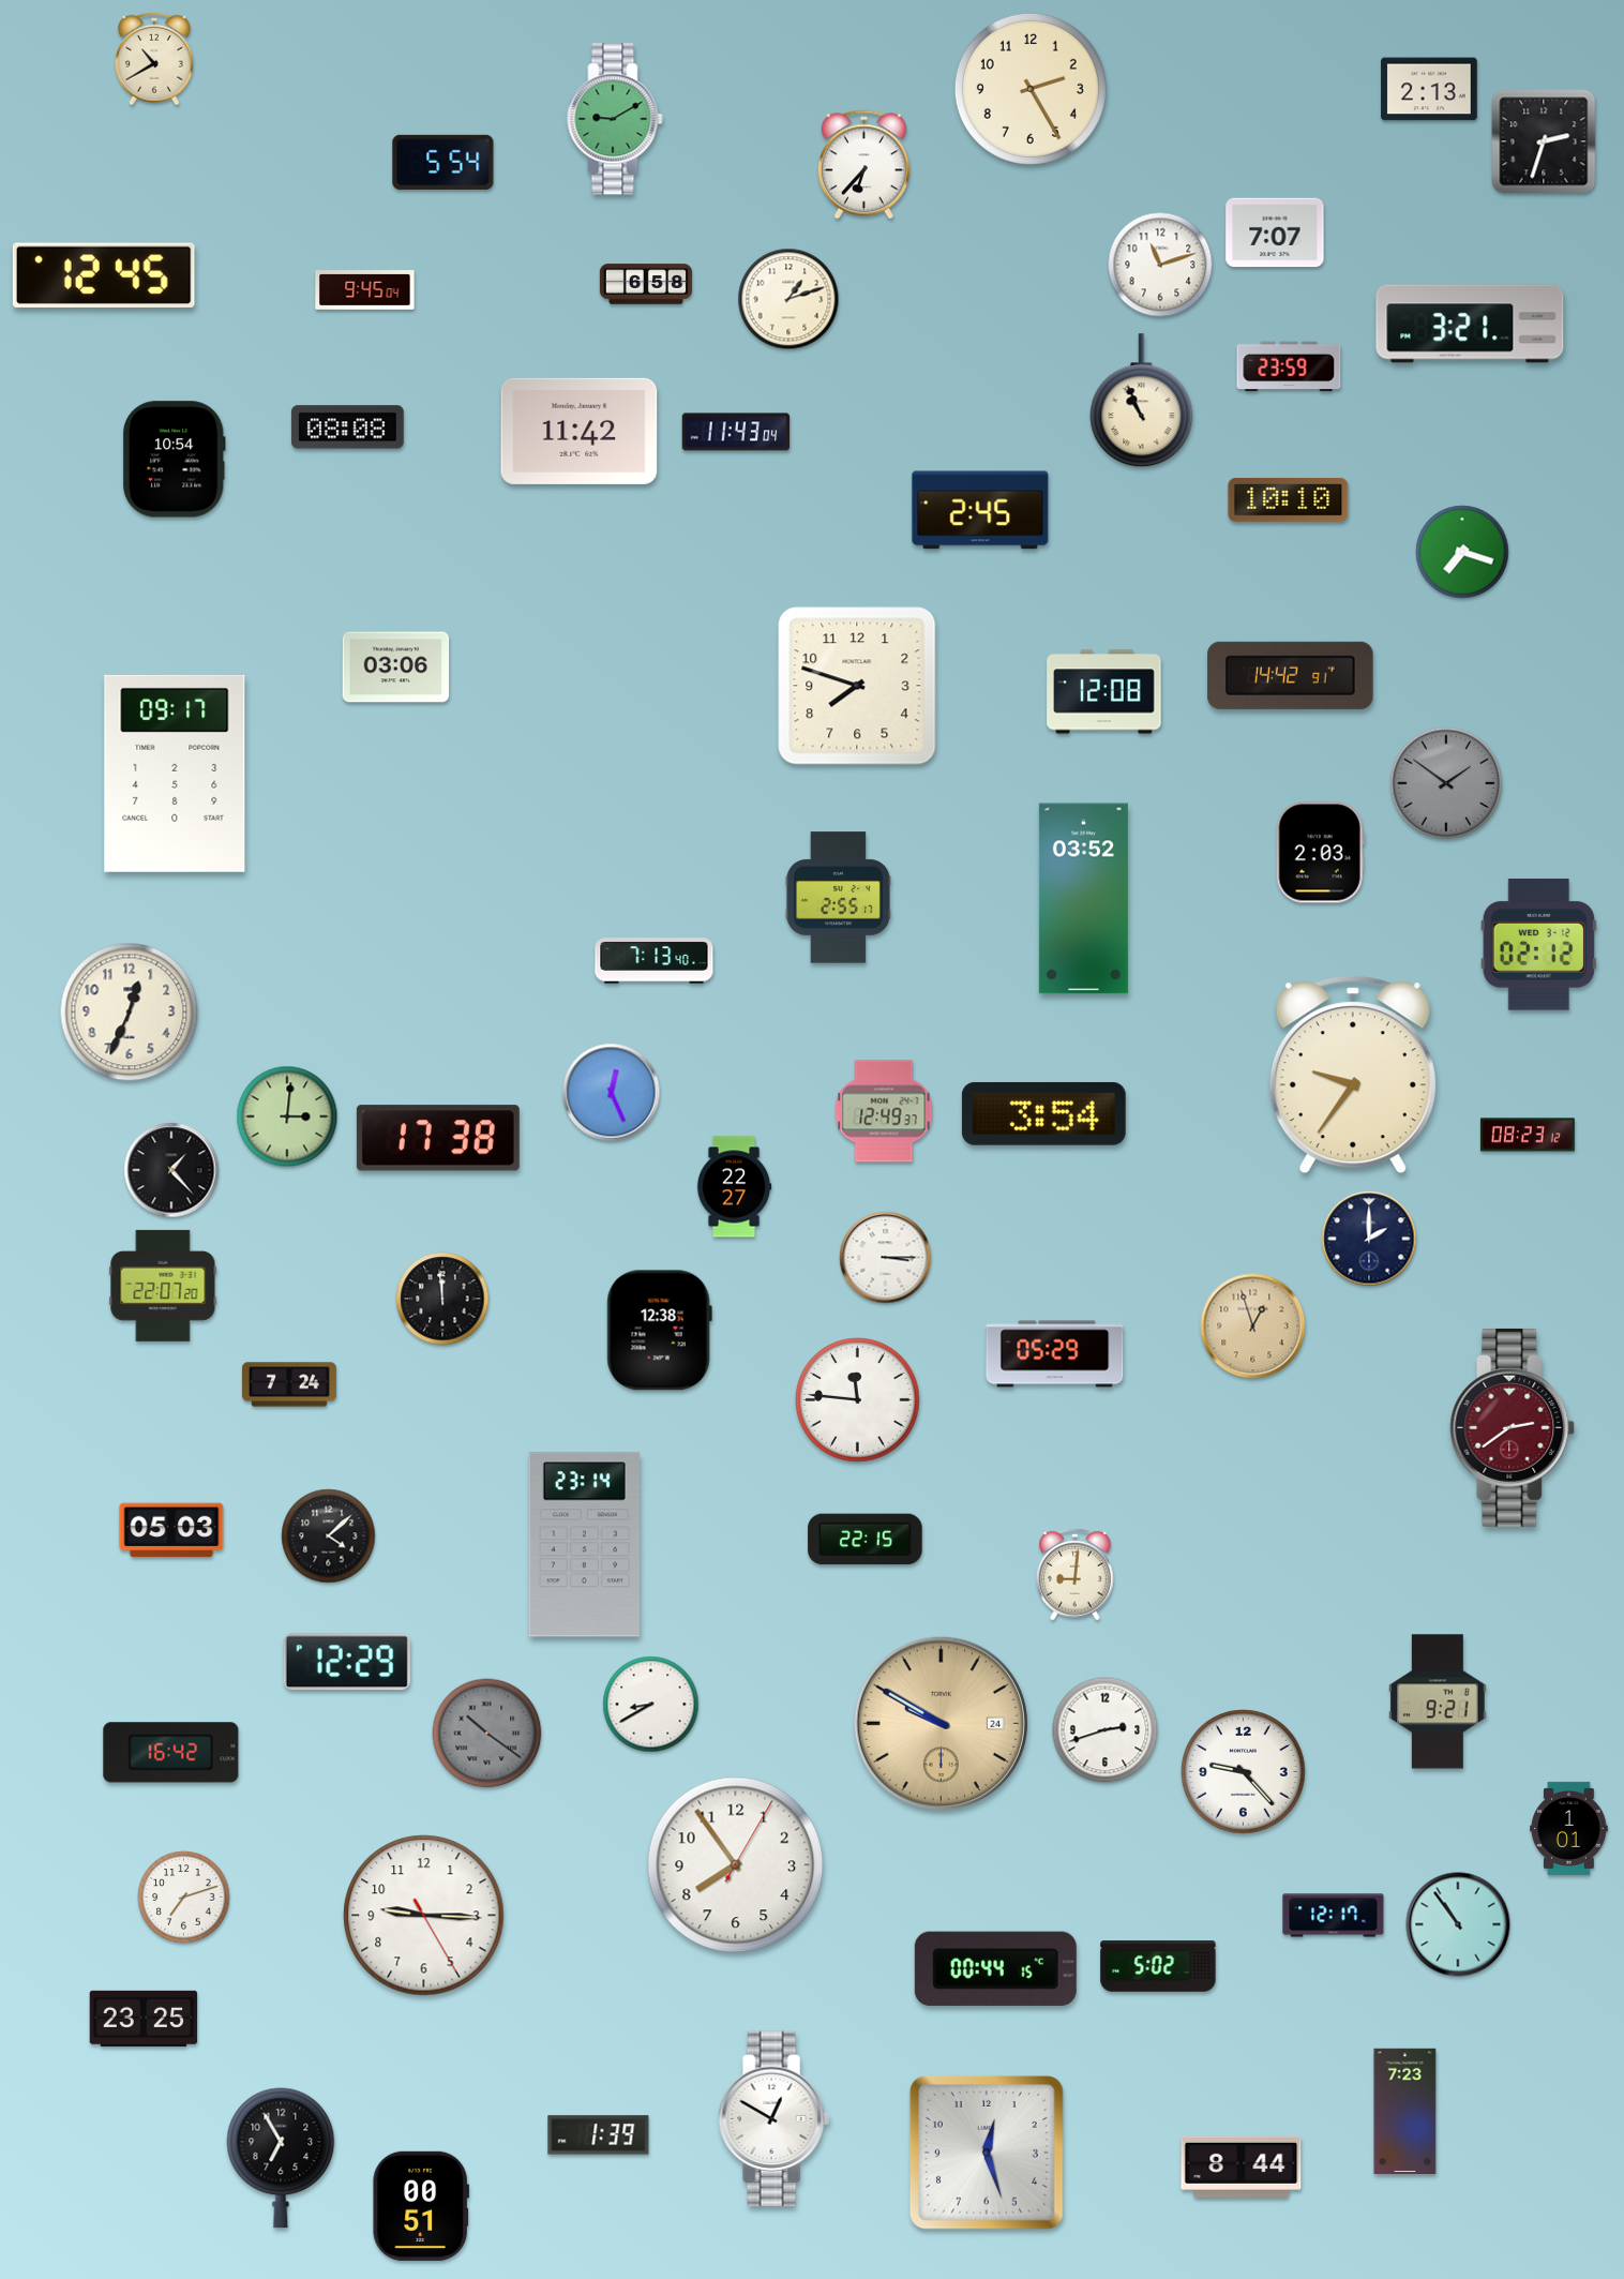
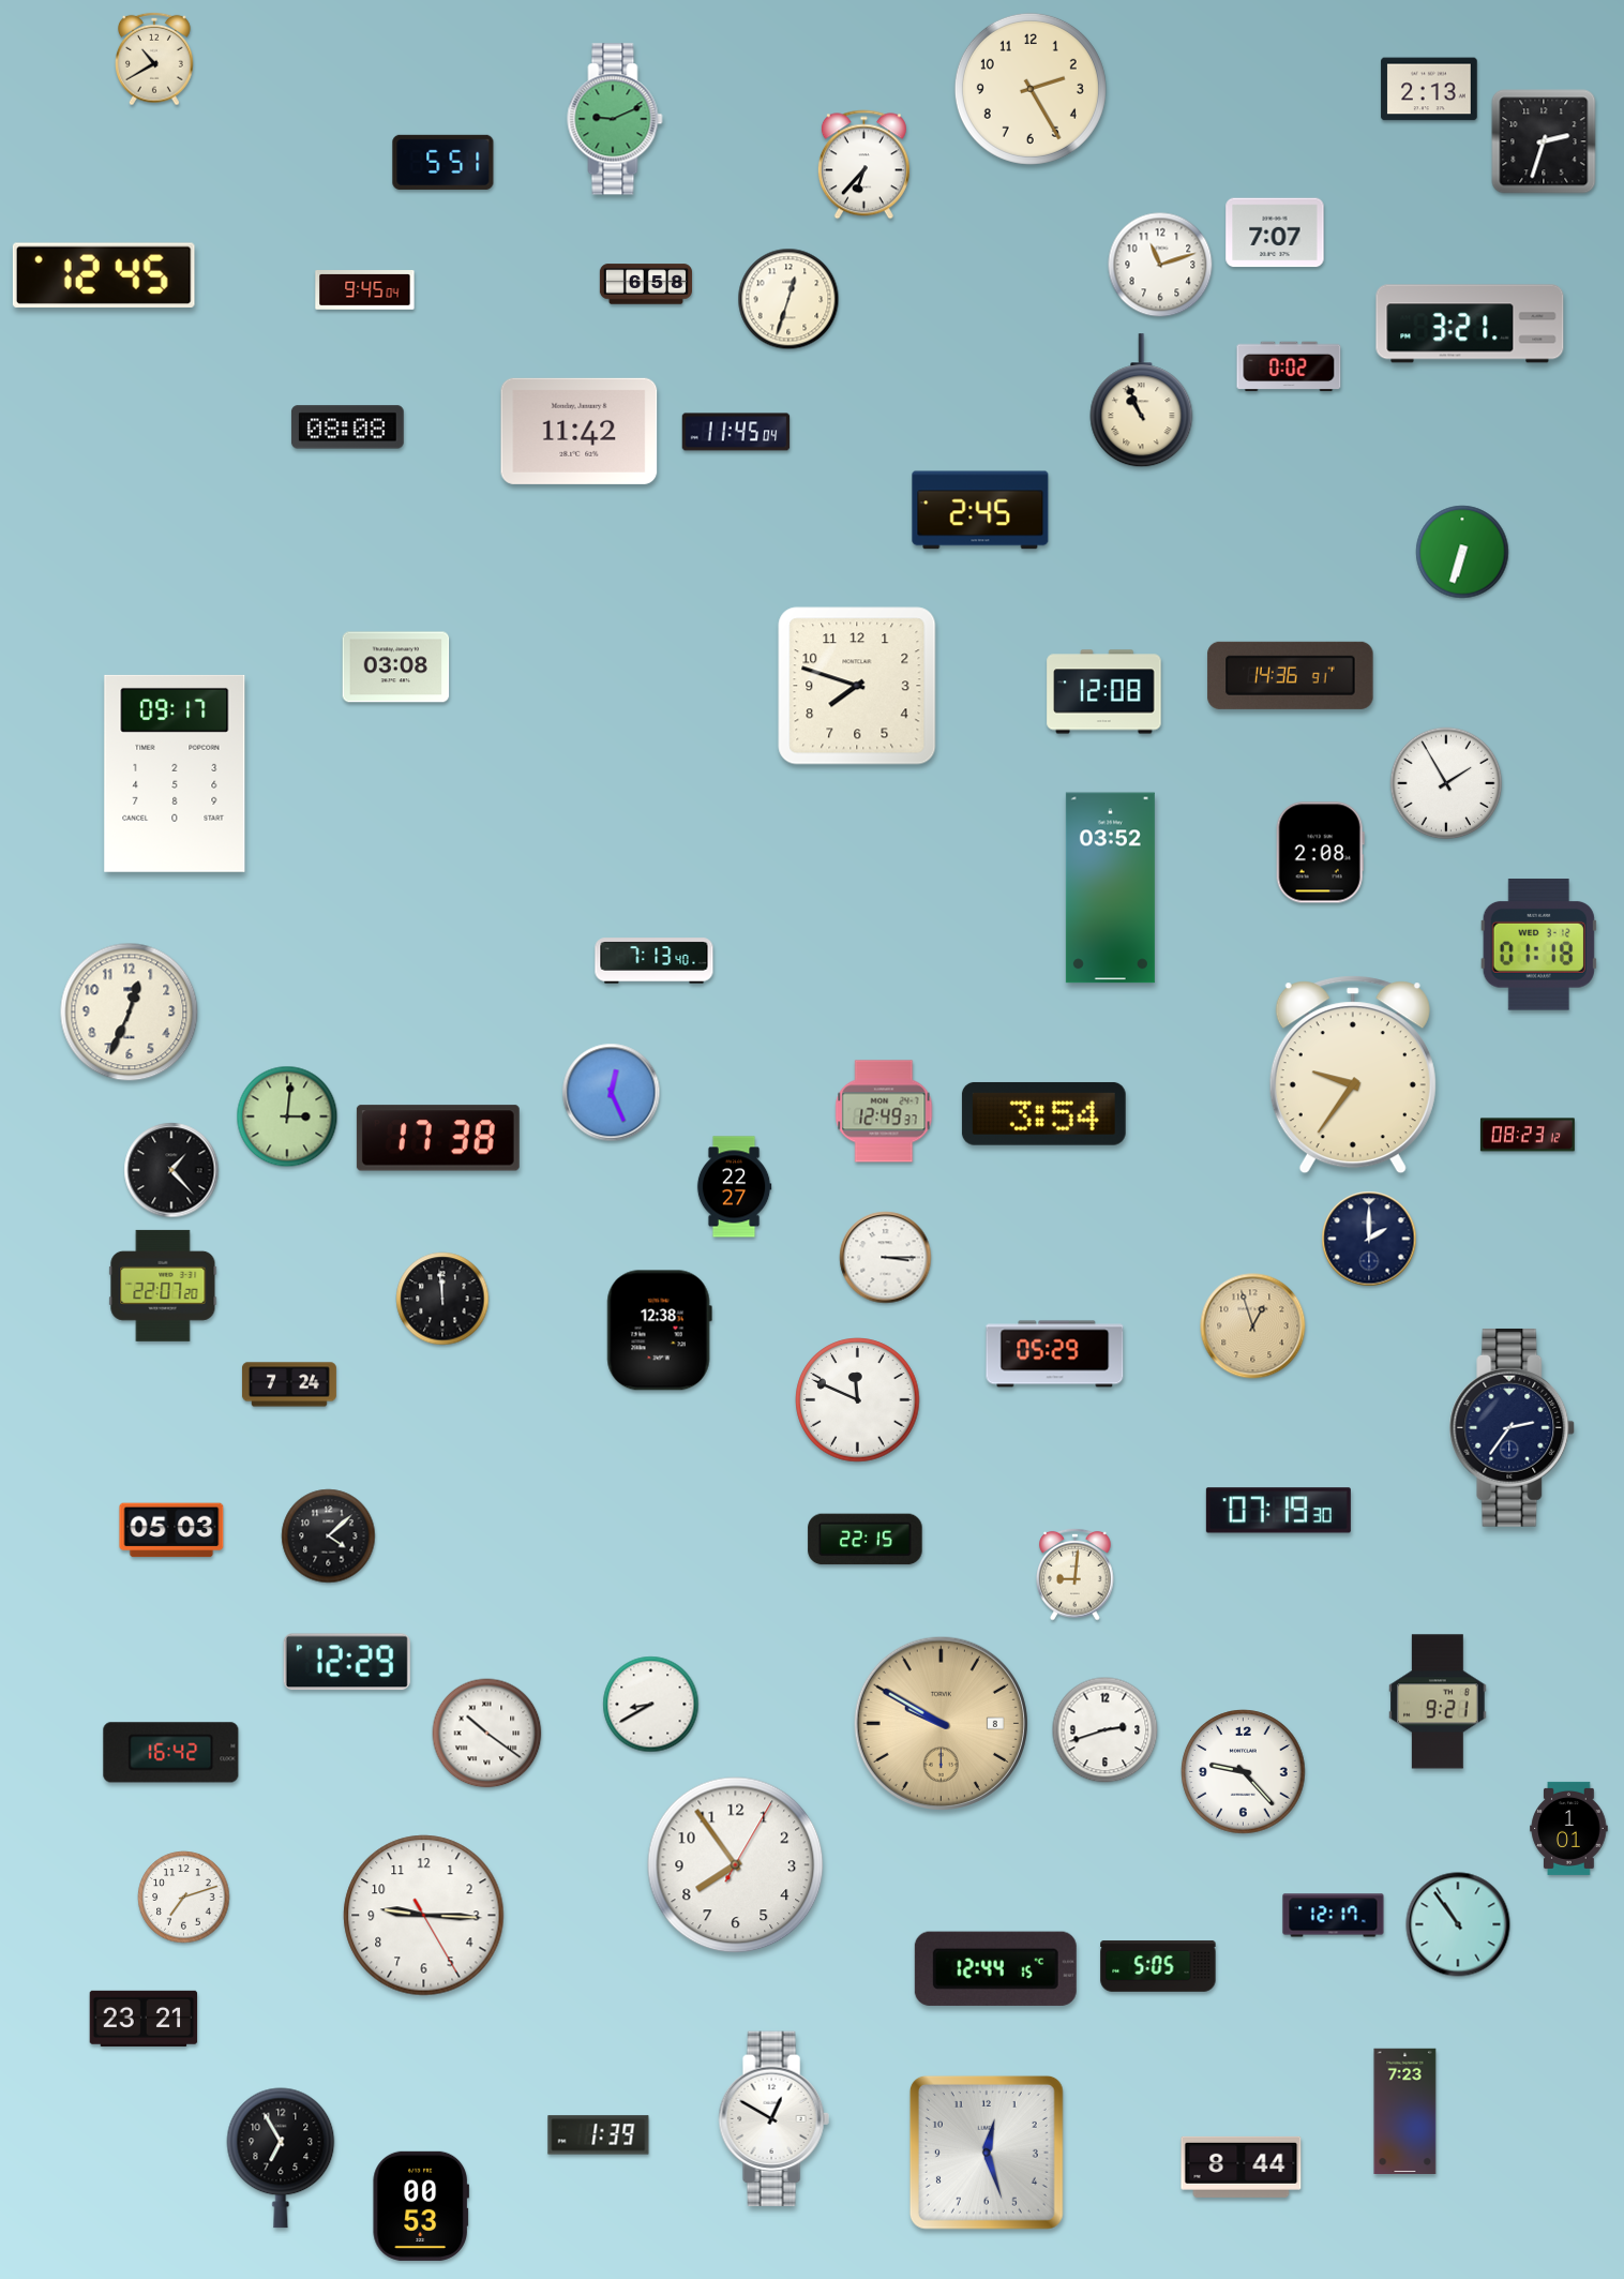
clock at (615, 119): 9:10 -> 9:11
clock at (443, 162): 5:54 -> 5:51
clock at (788, 299): 1:12 -> 12:33
clock at (1289, 366): 23:59 -> 0:02
clock at (736, 432): 11:43 -> 11:45
clock at (174, 460): 10:54 -> none
clock at (1289, 499): 10:10 -> none
clock at (1462, 552): 7:18 -> 6:33
clock at (396, 668): 03:06 -> 03:08
clock at (1291, 675): 14:42 -> 14:36
clock at (1446, 783): 1:51 -> 1:55
clock at (1446, 783) dial: grey -> white
clock at (1320, 853): 2:03 -> 2:08
clock at (839, 898): 2:55 -> none
clock at (1083, 899) position: (1083, 899) -> (1110, 888)
clock at (1538, 945): 02:12 -> 01:18
clock at (858, 1400): 11:46 -> 11:49
clock at (1513, 1427): 2:39 -> 2:36
clock at (1513, 1427) dial: burgundy -> navy
clock at (1278, 1511): none -> 07:19
clock at (584, 1545): 23:14 -> none
clock at (941, 1723) date: 24 -> 8
clock at (487, 1734) dial: grey -> white
clock at (1158, 1966): 5:02 -> 5:05
clock at (995, 1968): 00:44 -> 12:44
clock at (144, 2019): 23:25 -> 23:21
clock at (420, 2206): 00:51 -> 00:53
